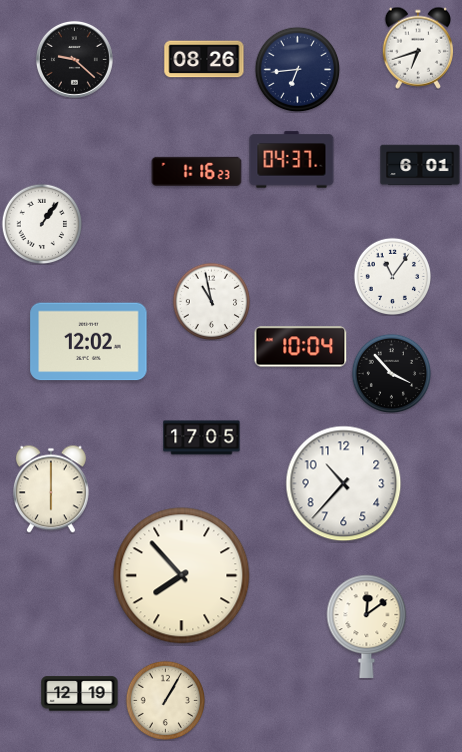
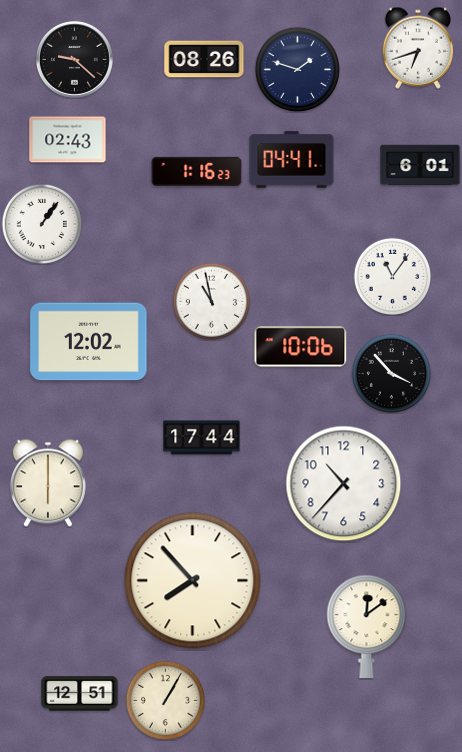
clock at (297, 69): 6:44 -> 1:48
clock at (68, 140): none -> 02:43
clock at (292, 160): 04:37 -> 04:41
clock at (301, 347): 10:04 -> 10:06
clock at (202, 438): 17:05 -> 17:44
clock at (51, 489) position: (51, 489) -> (48, 483)
clock at (182, 576) position: (182, 576) -> (193, 581)
clock at (80, 694): 12:19 -> 12:51
